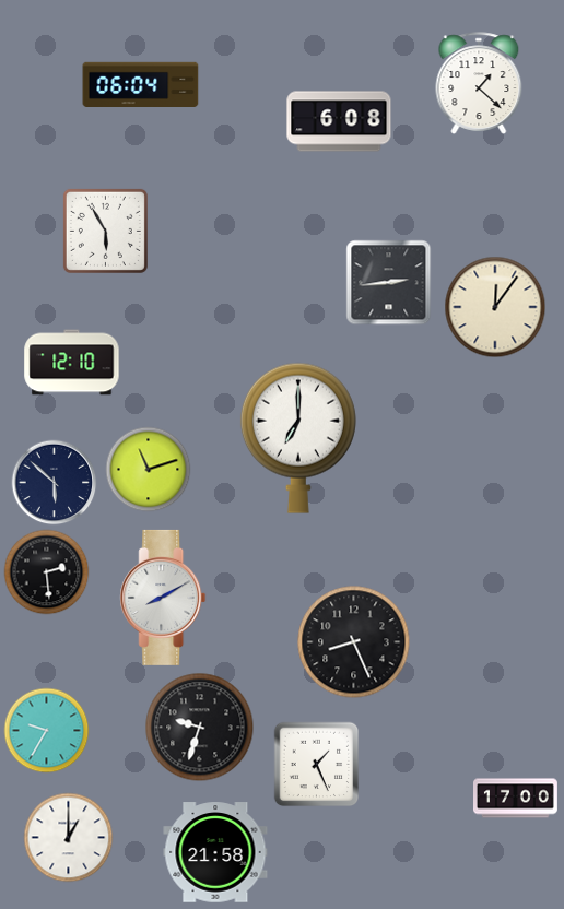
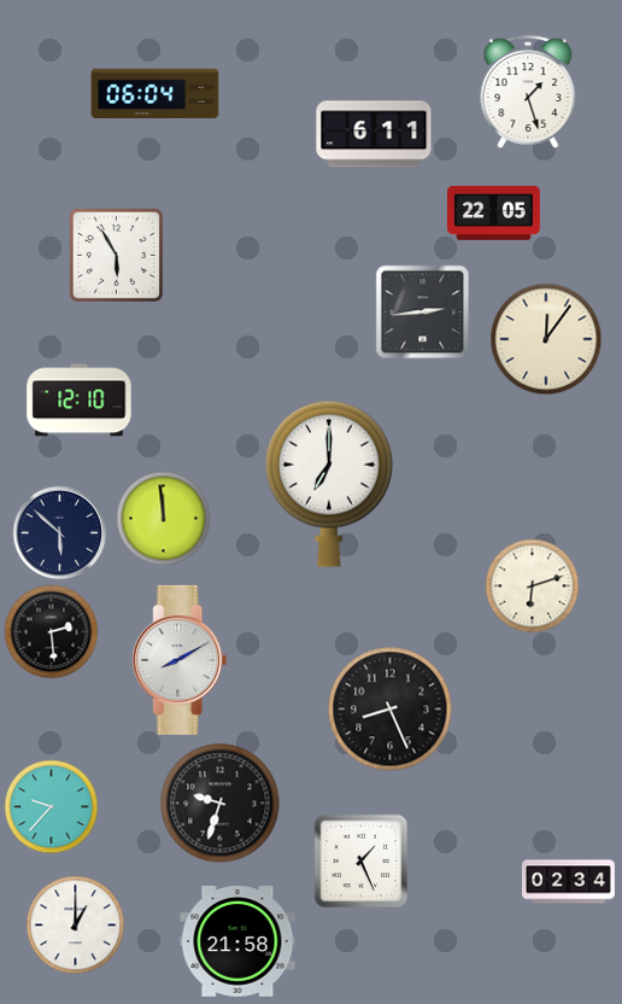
clock at (479, 83): 1:22 -> 1:27
clock at (339, 121): 6:08 -> 6:11
clock at (494, 214): none -> 22:05
clock at (388, 282) position: (388, 282) -> (422, 311)
clock at (148, 469): 11:12 -> 11:59
clock at (532, 585): none -> 6:12
clock at (46, 730): 9:35 -> 9:37
clock at (316, 764) position: (316, 764) -> (360, 860)
clock at (516, 799): 17:00 -> 02:34
